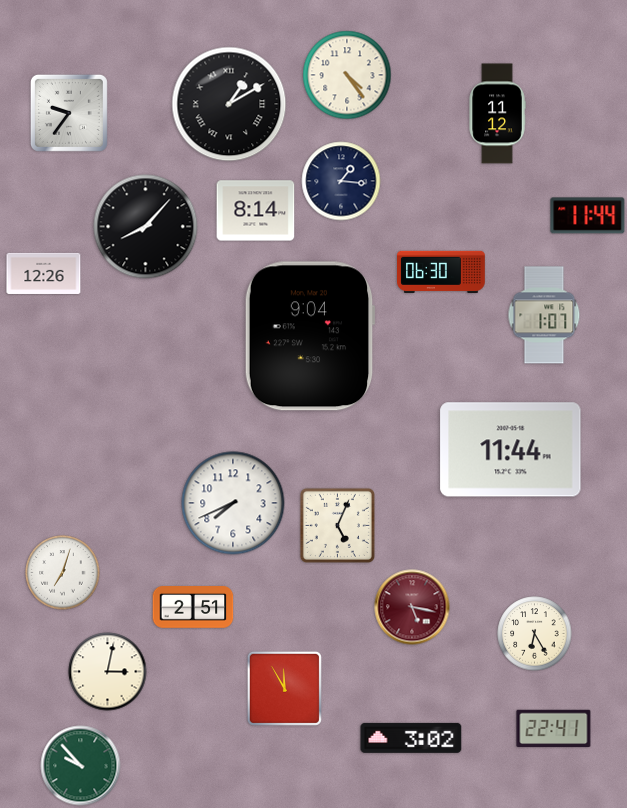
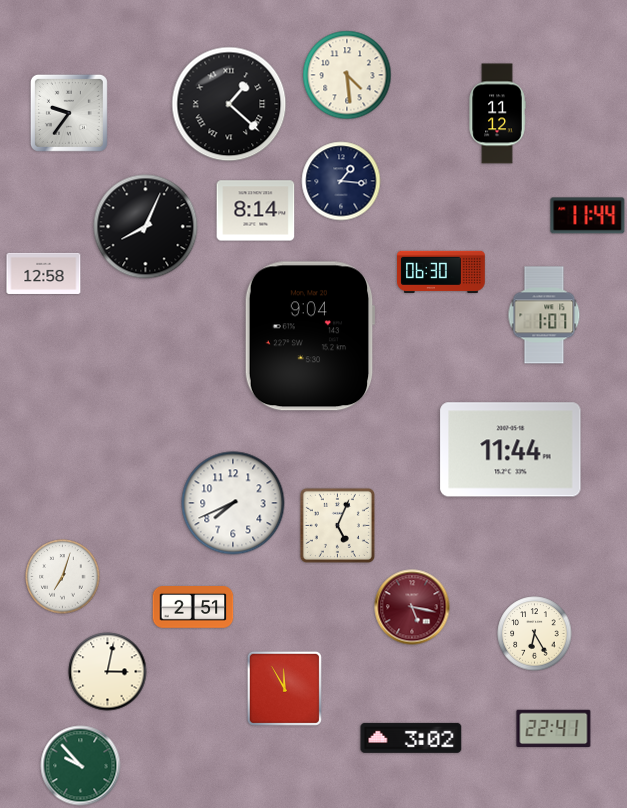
clock at (347, 75): 4:24 -> 4:29
clock at (229, 104): 1:10 -> 1:22
clock at (146, 227): 8:07 -> 8:04
clock at (44, 273): 12:26 -> 12:58
clock at (63, 573) position: (63, 573) -> (63, 577)
